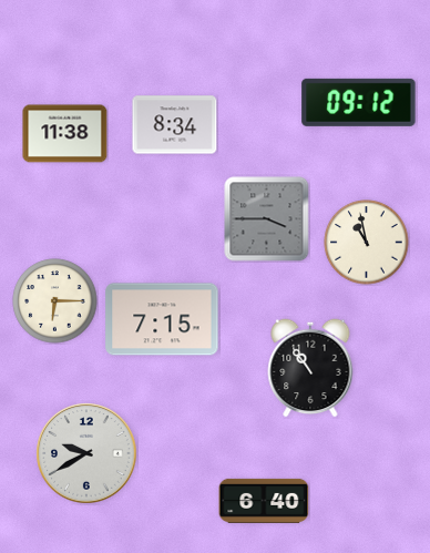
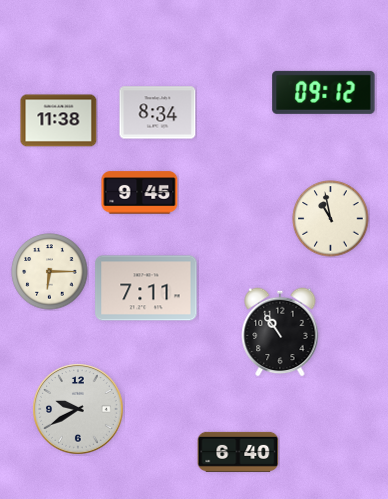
clock at (140, 193): none -> 9:45
clock at (267, 219): 3:45 -> none
clock at (162, 319): 7:15 -> 7:11
